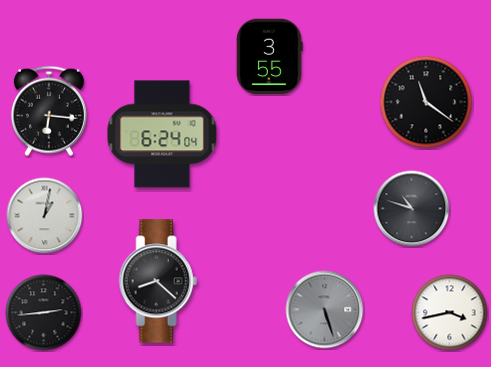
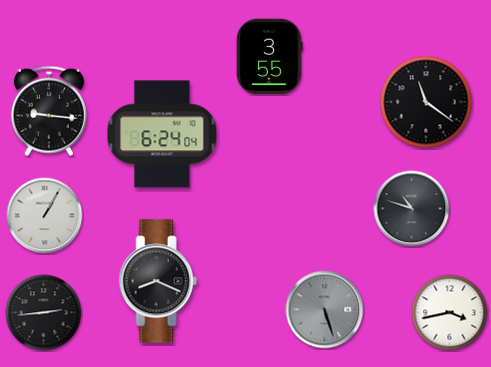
clock at (49, 111): 6:16 -> 9:16
clock at (45, 216): 1:02 -> 1:05
clock at (158, 281): 8:22 -> 8:19
